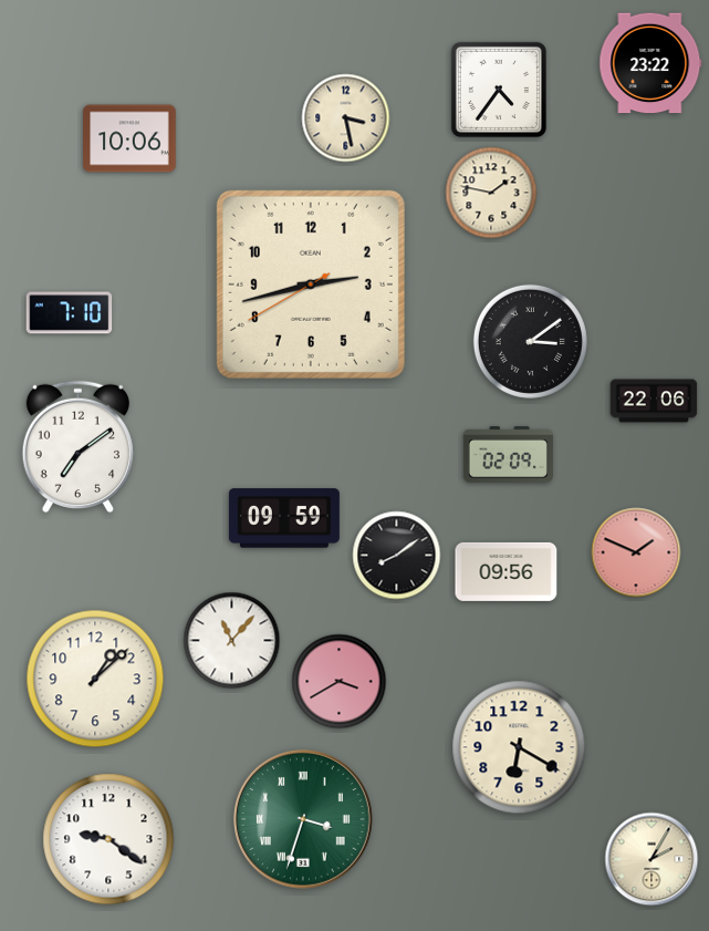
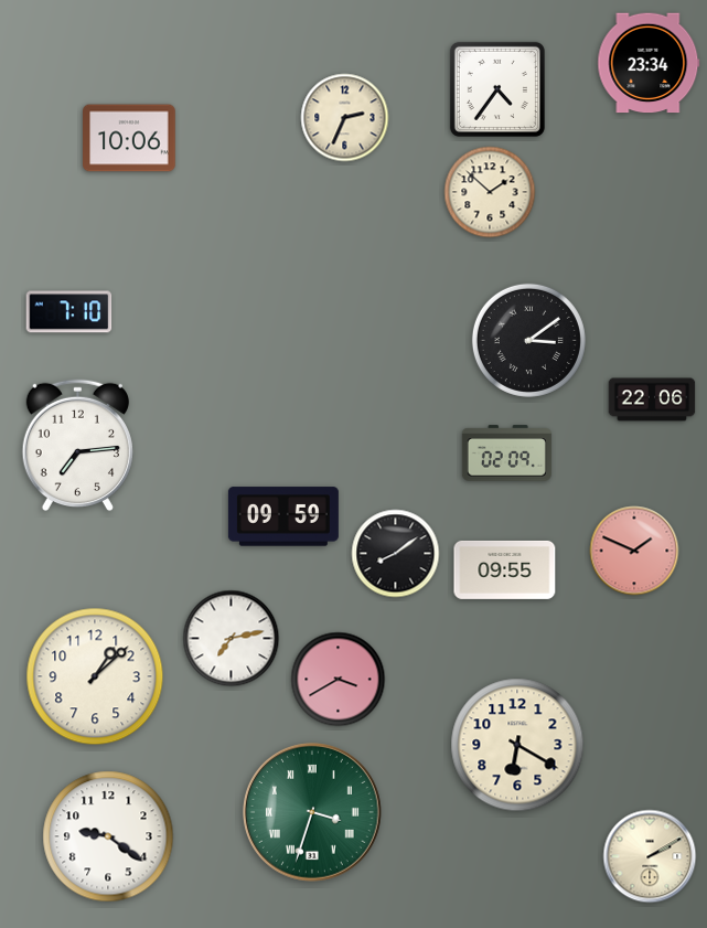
clock at (650, 63): 23:22 -> 23:34
clock at (346, 118): 3:28 -> 2:34
clock at (491, 193): 1:47 -> 1:52
clock at (311, 285): 2:42 -> none
clock at (77, 447): 7:09 -> 7:14
clock at (507, 571): 09:56 -> 09:55
clock at (232, 641): 11:07 -> 7:13
clock at (303, 819) position: (303, 819) -> (312, 812)
clock at (651, 859): 2:05 -> 2:10
